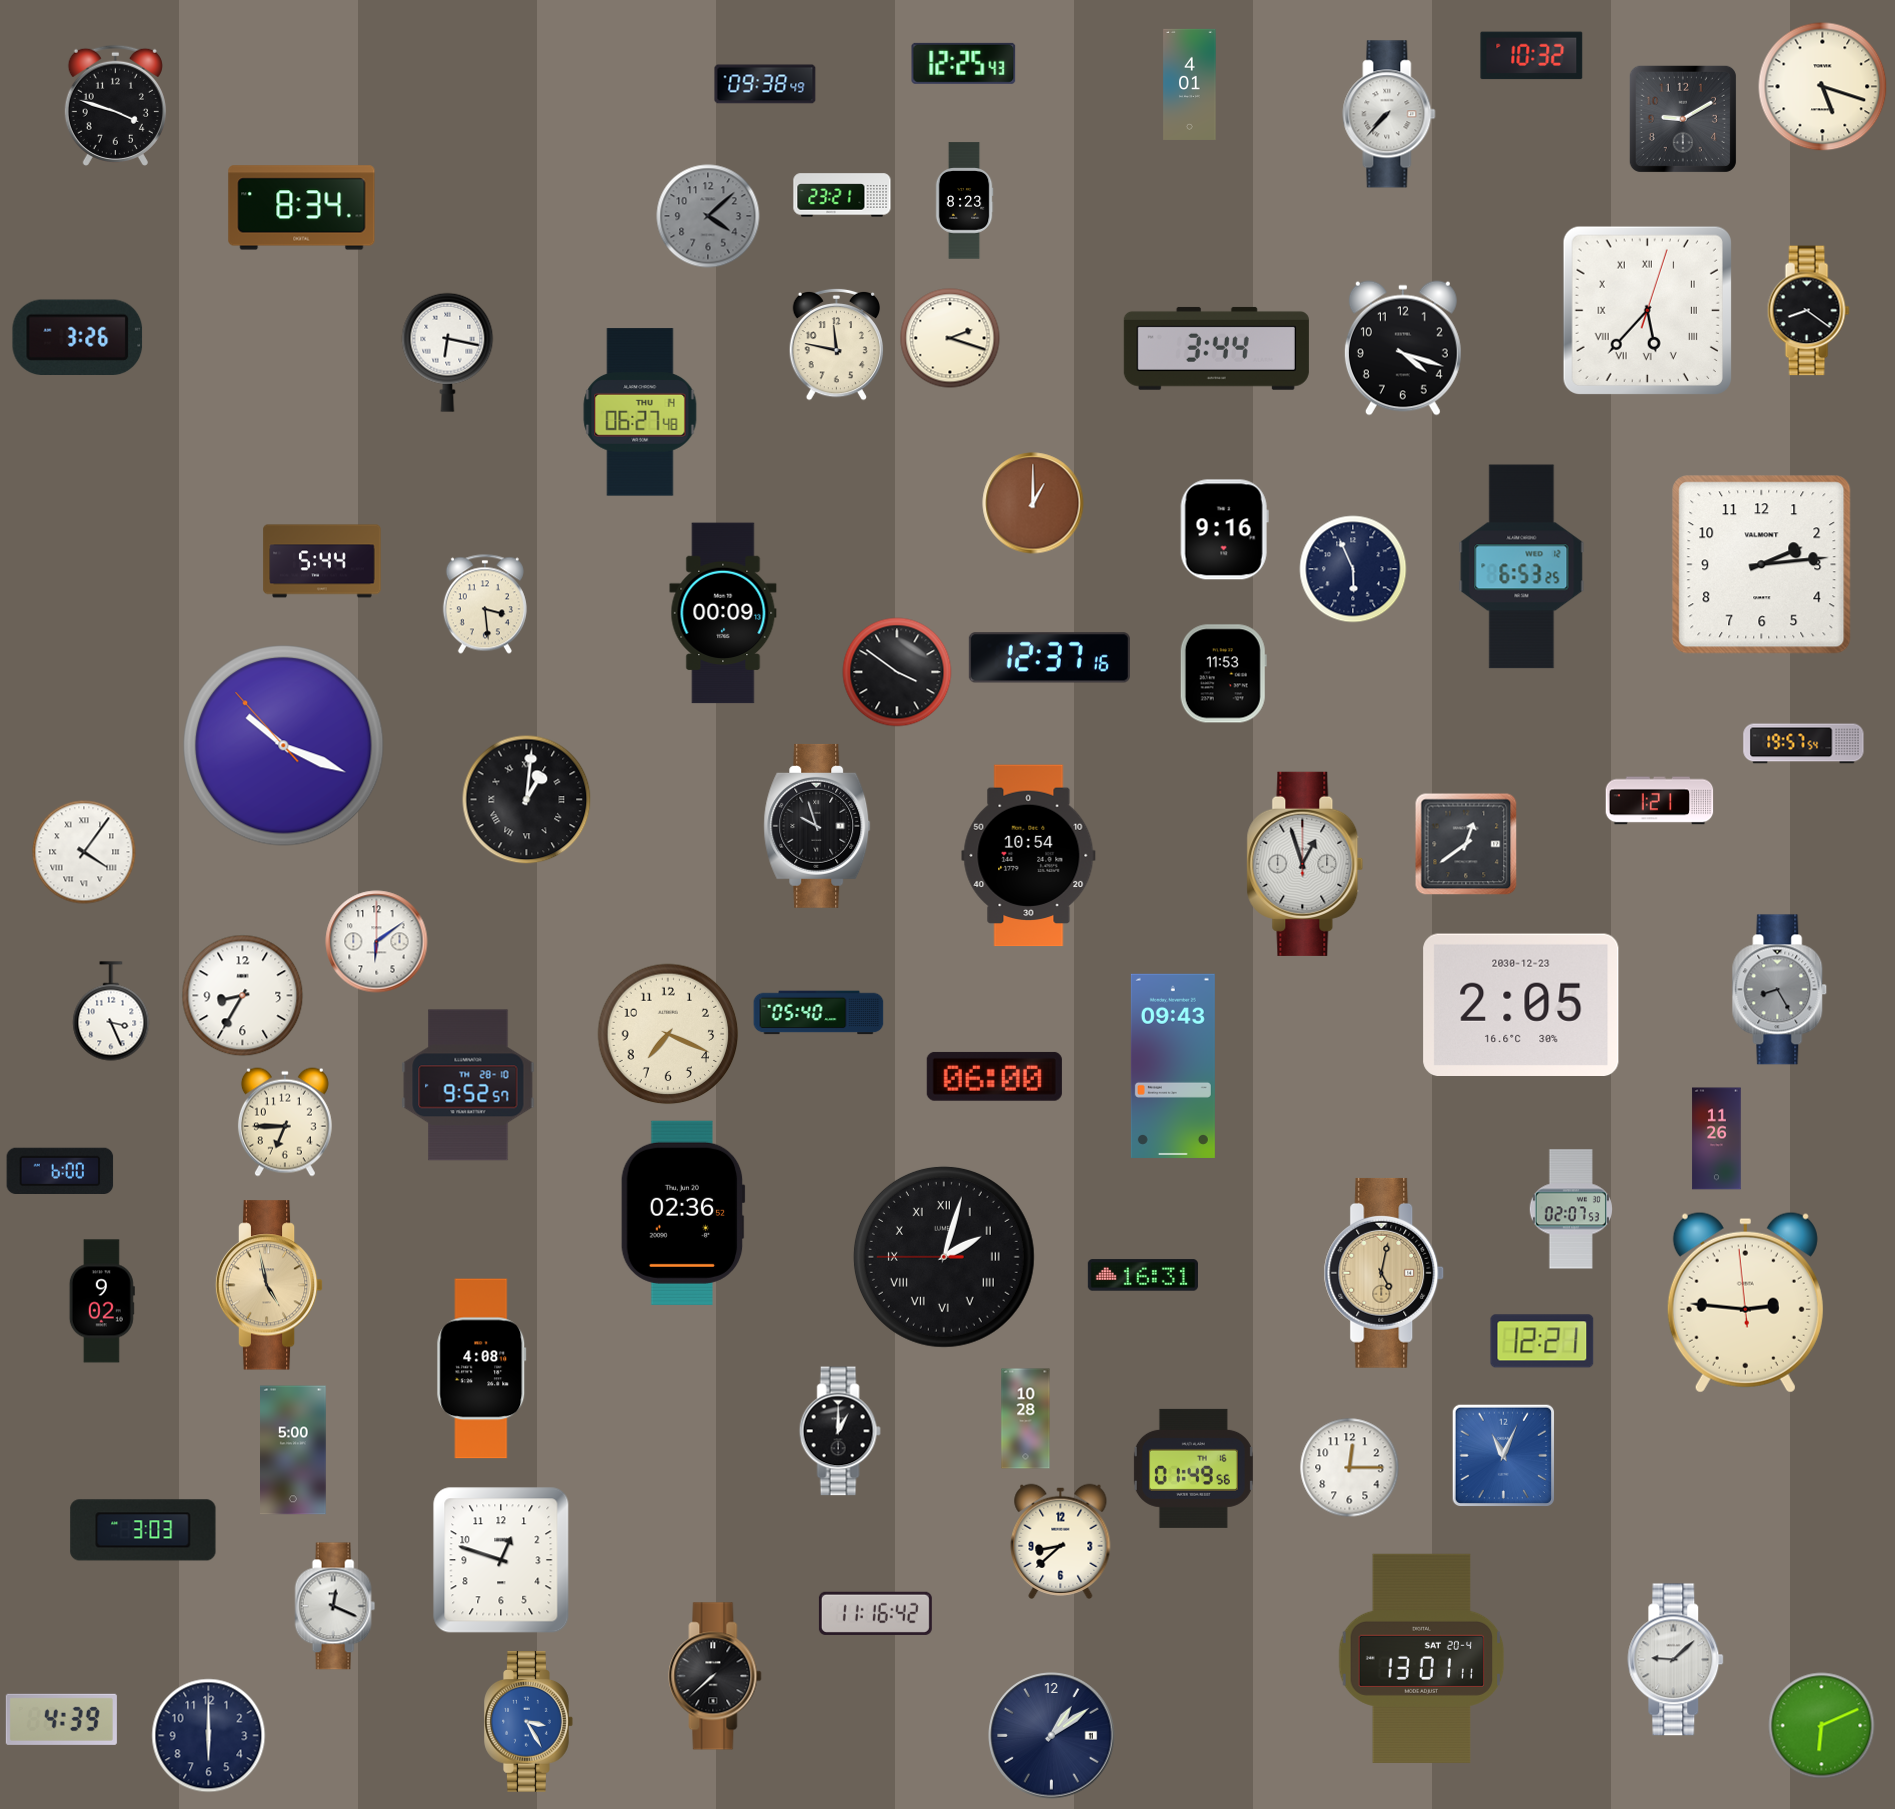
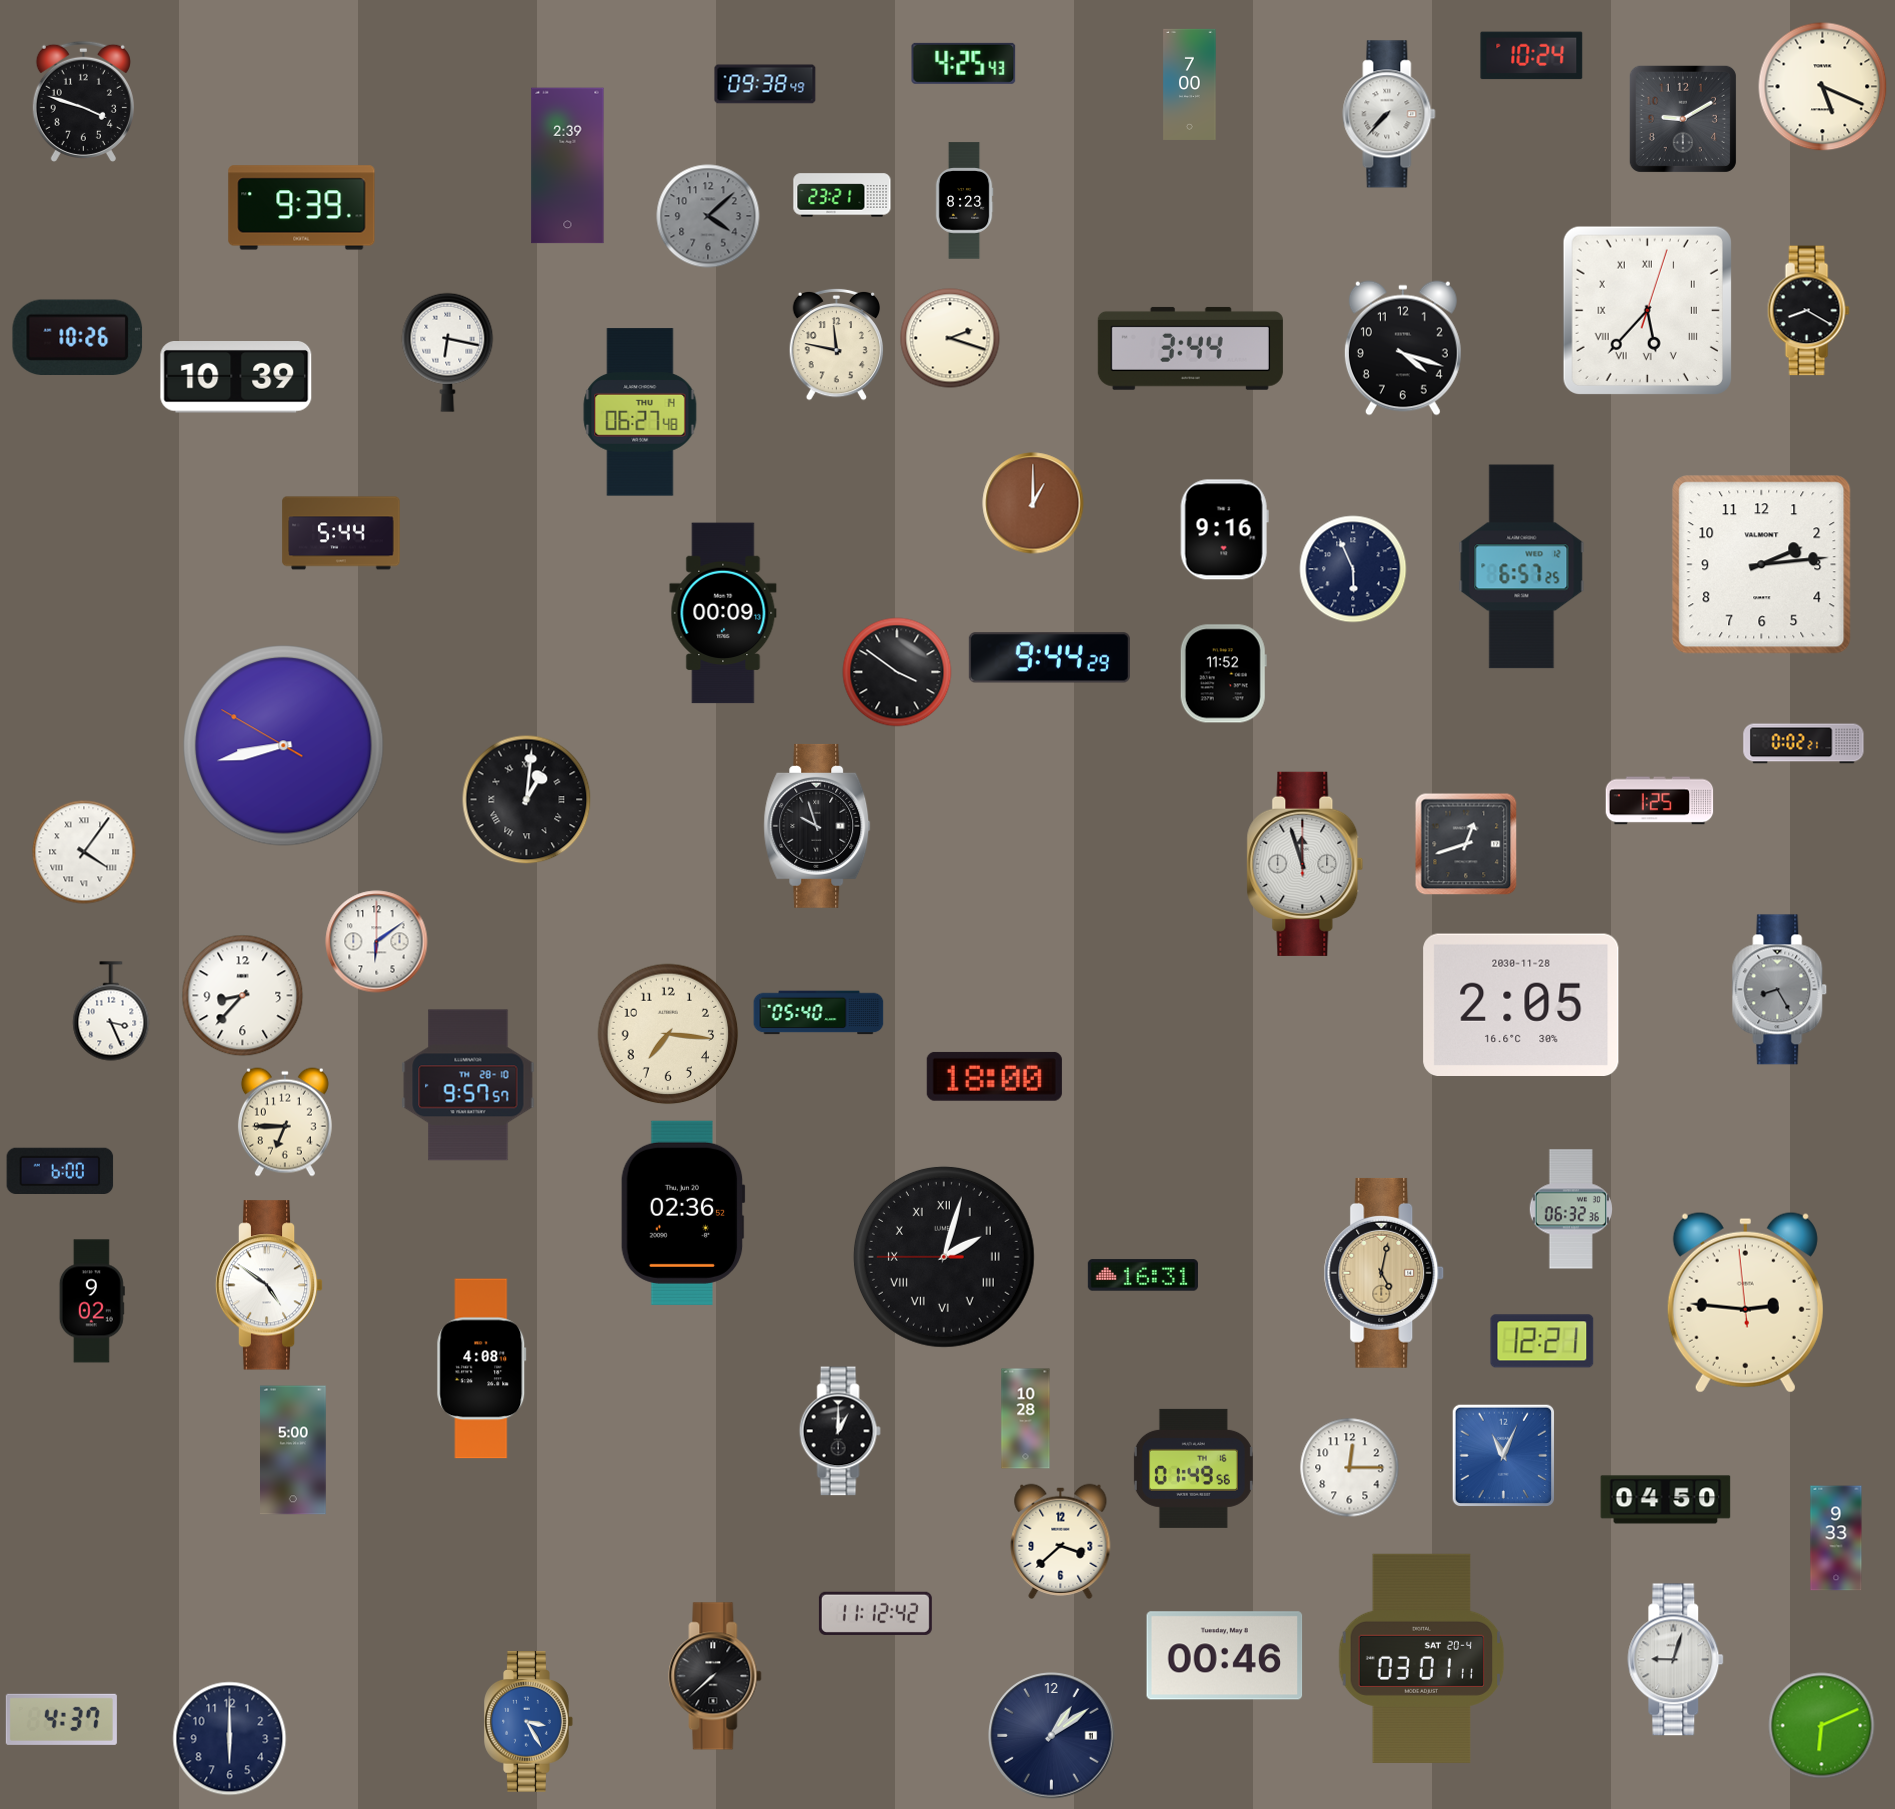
clock at (1532, 56): 10:32 -> 10:24
clock at (964, 63): 12:25 -> 4:25
clock at (1190, 84): 4:01 -> 7:00
clock at (1823, 87): 5:18 -> 5:19
clock at (115, 105) position: (115, 105) -> (83, 101)
clock at (568, 166): none -> 2:39
clock at (302, 208): 8:34 -> 9:39
clock at (1808, 311): 8:21 -> 8:20
clock at (78, 338): 3:26 -> 10:26
clock at (1216, 348) position: (1216, 348) -> (1190, 348)
clock at (236, 377): none -> 10:39
clock at (322, 561) position: (322, 561) -> (341, 533)
clock at (1522, 567): 6:53 -> 6:57
clock at (485, 604): 3:29 -> none
clock at (1049, 658): 12:37 -> 9:44
clock at (1223, 674): 11:53 -> 11:52
clock at (1804, 744): 19:57 -> 0:02
clock at (284, 746): 10:18 -> 8:42
clock at (1660, 801): 1:21 -> 1:25
clock at (1466, 844): 12:39 -> 12:42
clock at (1029, 856): 10:54 -> none
clock at (1305, 864): 12:57 -> 11:57
clock at (243, 996): 8:35 -> 8:37
clock at (1521, 1004) date: 2030-12-23 -> 2030-11-28
clock at (668, 1034): 7:19 -> 7:16
clock at (1173, 1066): 09:43 -> none
clock at (994, 1076): 06:00 -> 18:00
clock at (468, 1085): 9:52 -> 9:57
clock at (1717, 1139): 11:26 -> none
clock at (1571, 1209): 02:07 -> 06:32
clock at (269, 1285): 4:58 -> 4:51
clock at (269, 1285) dial: champagne -> white
clock at (102, 1301) position: (102, 1301) -> (92, 1301)
clock at (1666, 1500): none -> 04:50
clock at (143, 1530): 3:03 -> none
clock at (1836, 1538): none -> 9:33
clock at (1061, 1541): 8:38 -> 3:38
clock at (501, 1560): 12:48 -> none
clock at (335, 1606): 12:19 -> none
clock at (875, 1613): 11:16 -> 11:12
clock at (1225, 1656): none -> 00:46
clock at (1422, 1658): 13:01 -> 03:01
clock at (1676, 1660): 9:08 -> 9:03
clock at (61, 1719): 4:39 -> 4:37
clock at (209, 1736) position: (209, 1736) -> (230, 1739)
